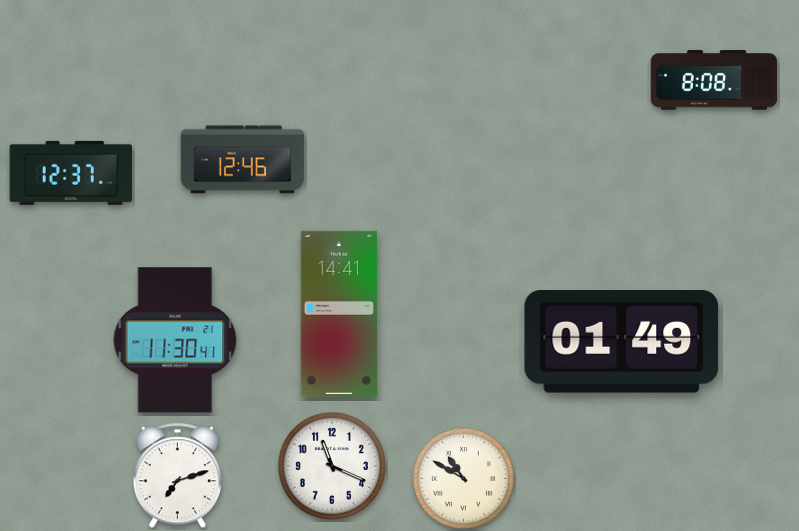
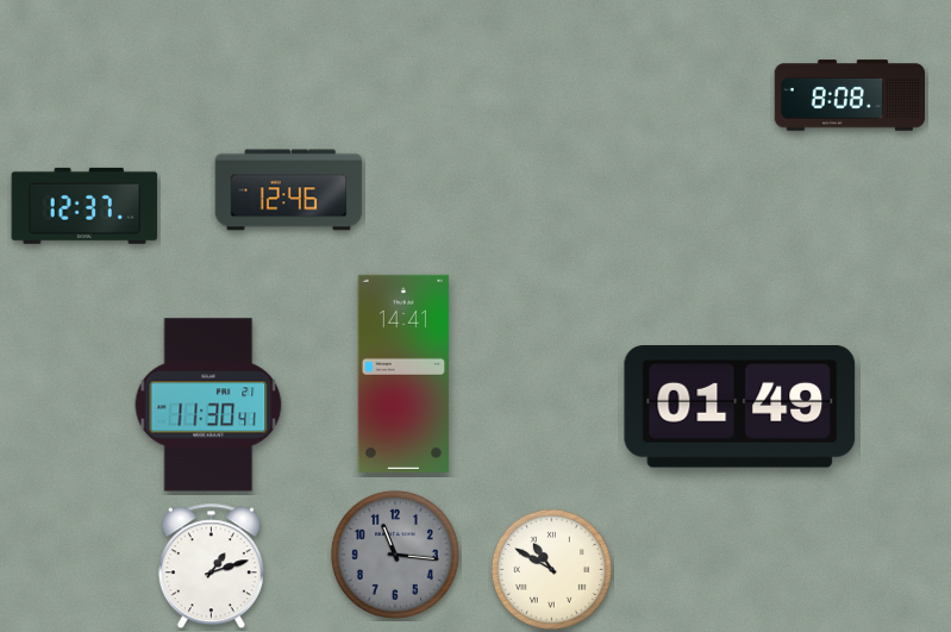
clock at (332, 466): 11:19 -> 11:16
clock at (332, 466) dial: white -> grey
clock at (177, 476): 7:12 -> 1:12
